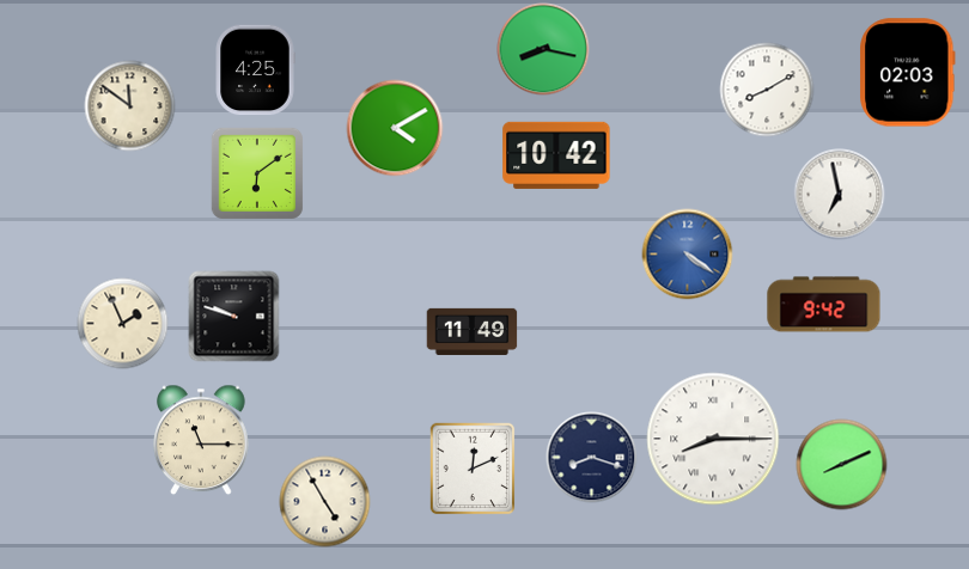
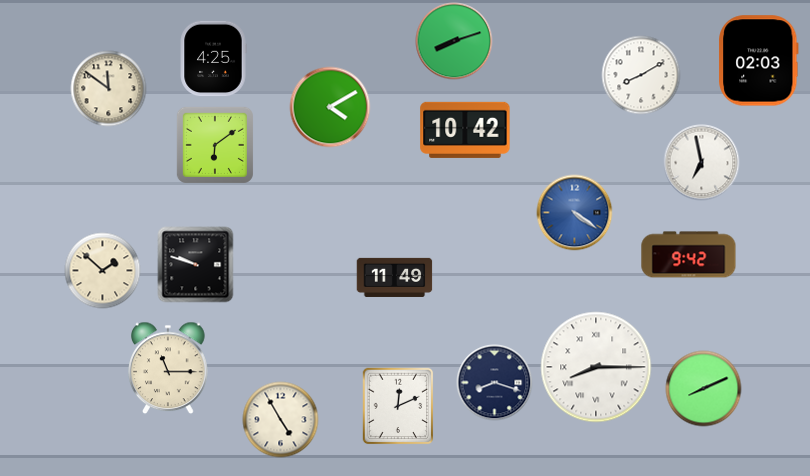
clock at (543, 49): 8:17 -> 8:12
clock at (123, 324): 1:56 -> 1:52
clock at (473, 469) position: (473, 469) -> (398, 406)
clock at (325, 502) position: (325, 502) -> (281, 420)
